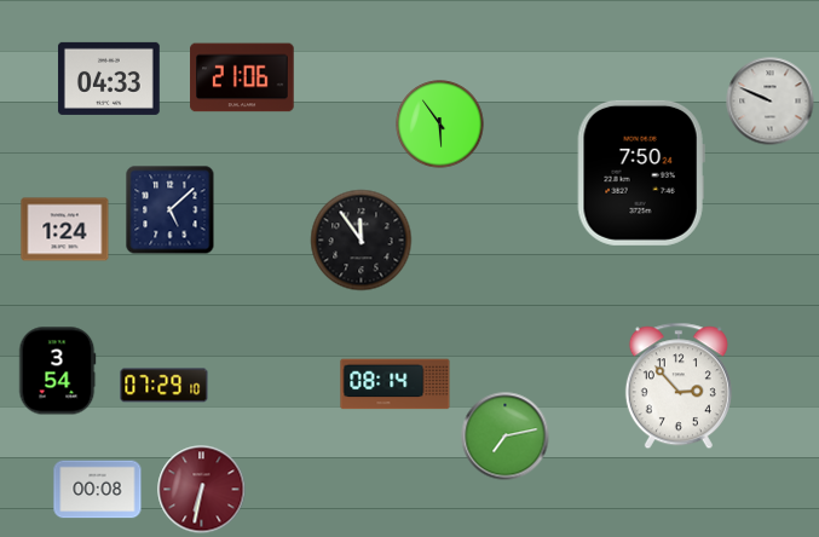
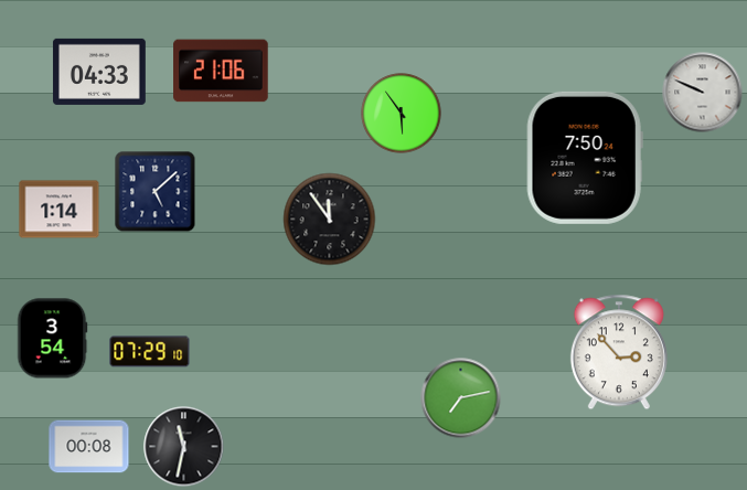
clock at (65, 230): 1:24 -> 1:14
clock at (396, 385): 08:14 -> none
clock at (202, 490): 6:32 -> 11:32
clock at (202, 490) dial: burgundy -> black
